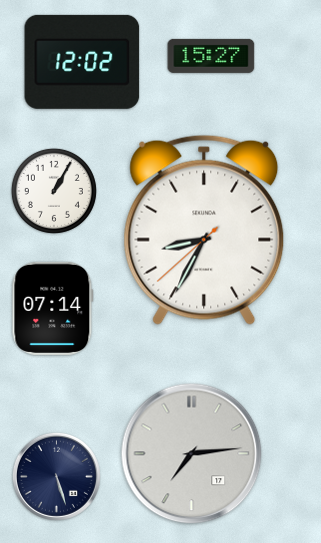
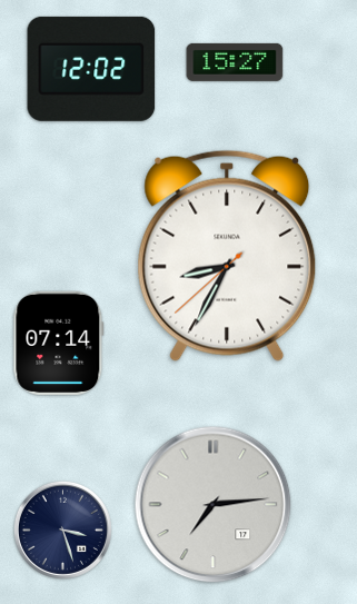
clock at (54, 191): 1:05 -> none
clock at (56, 476): 5:27 -> 3:27
